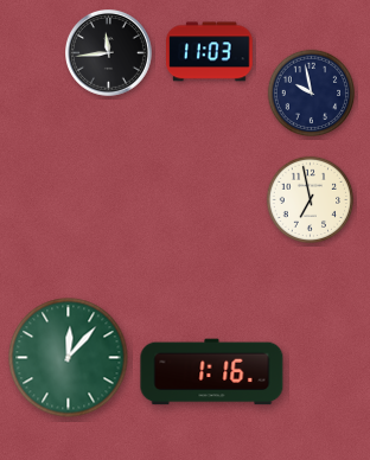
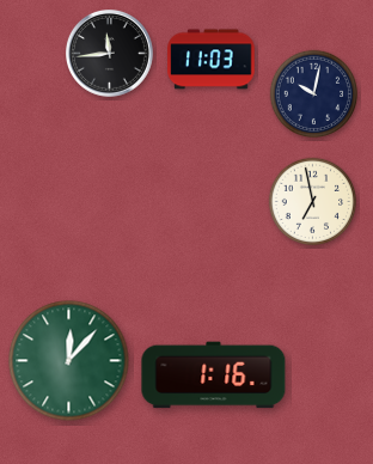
clock at (210, 52) position: (210, 52) -> (212, 60)
clock at (312, 94): 9:58 -> 10:02
